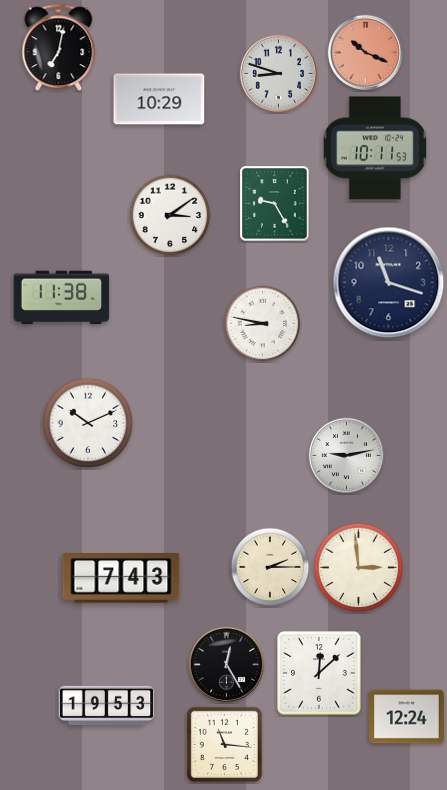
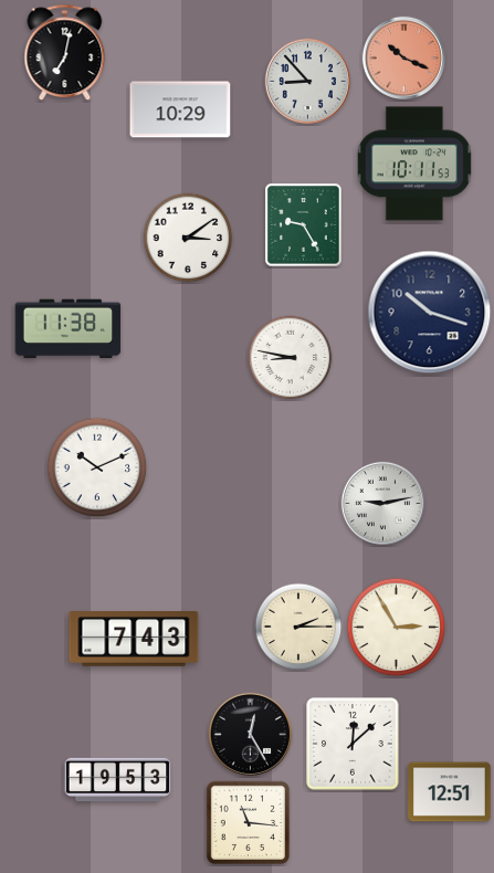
clock at (278, 73): 8:48 -> 8:53
clock at (159, 99) position: (159, 99) -> (180, 109)
clock at (389, 283): 11:18 -> 10:18
clock at (359, 568): 2:59 -> 2:55
clock at (407, 717): 12:24 -> 12:51
